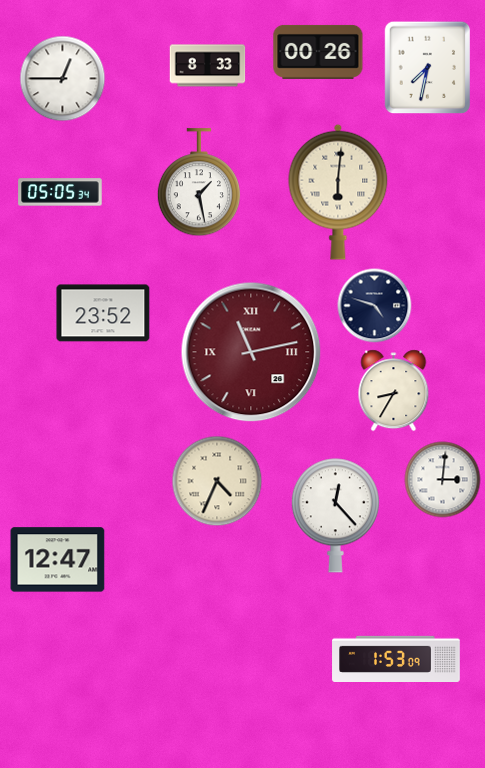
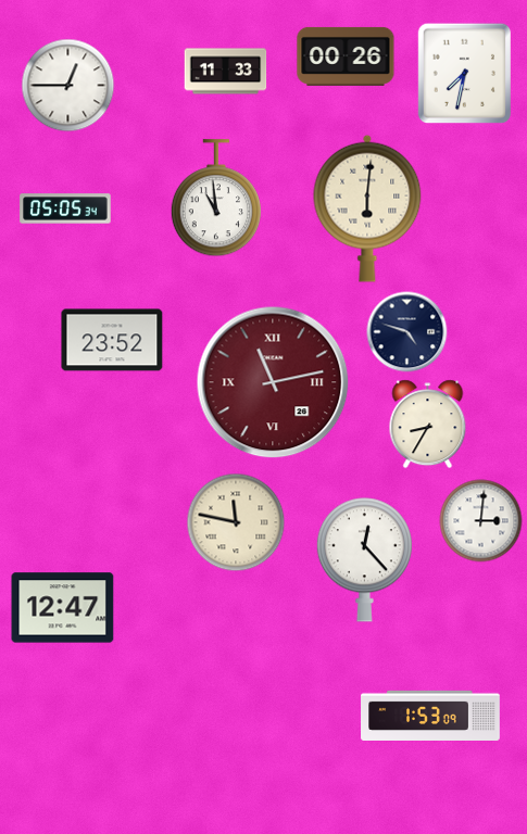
clock at (208, 66): 8:33 -> 11:33
clock at (199, 183): 1:28 -> 10:59
clock at (217, 481): 4:34 -> 11:47
